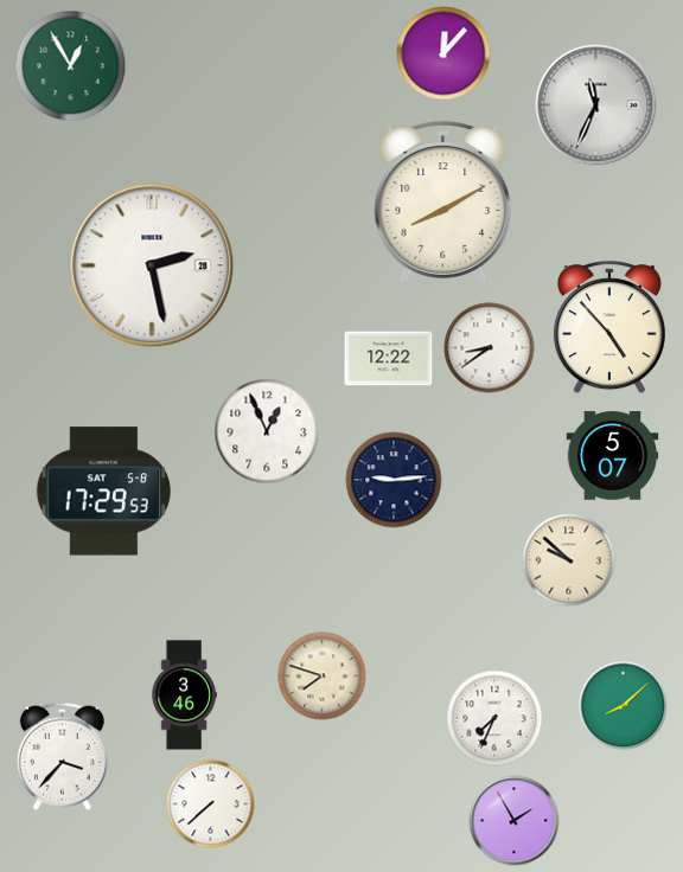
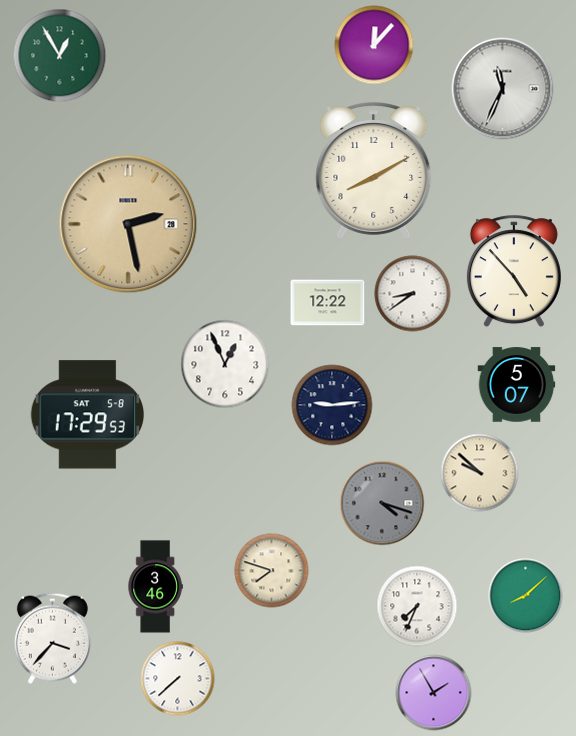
clock at (152, 265) dial: white -> champagne
clock at (609, 328) position: (609, 328) -> (514, 272)
clock at (382, 503): none -> 4:18
